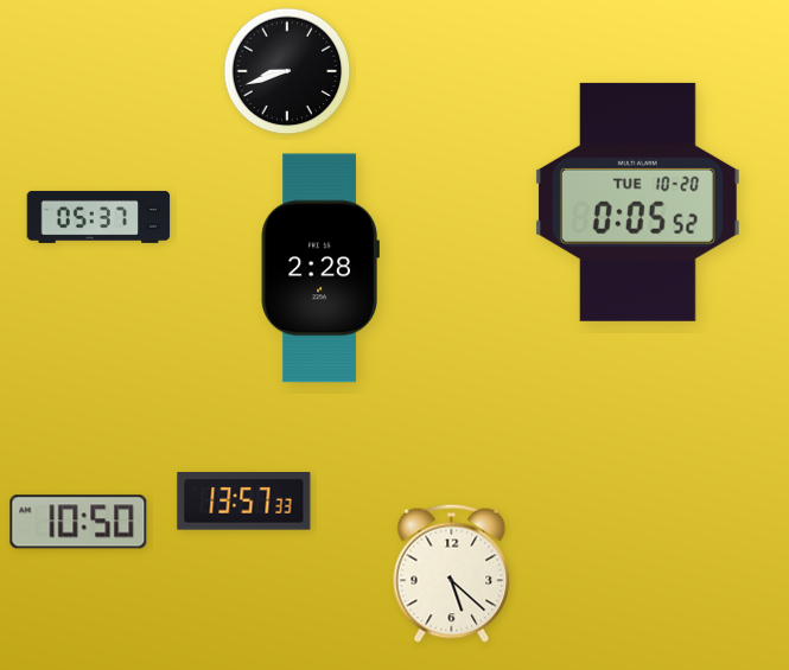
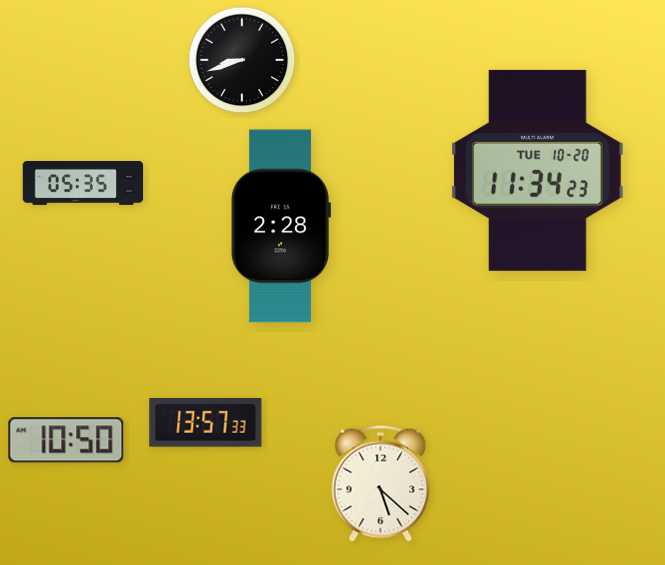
clock at (637, 202): 0:05 -> 11:34
clock at (98, 217): 05:37 -> 05:35
clock at (320, 268) position: (320, 268) -> (281, 226)
